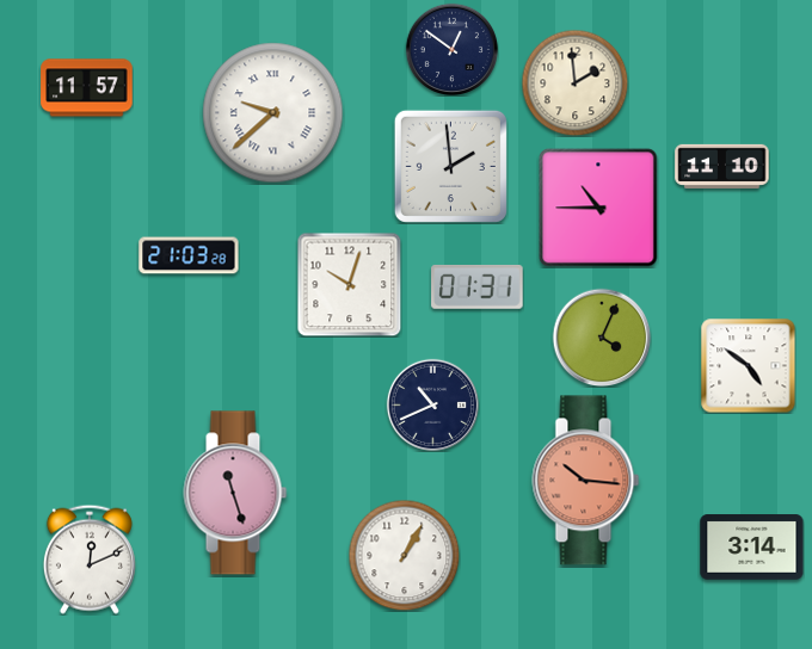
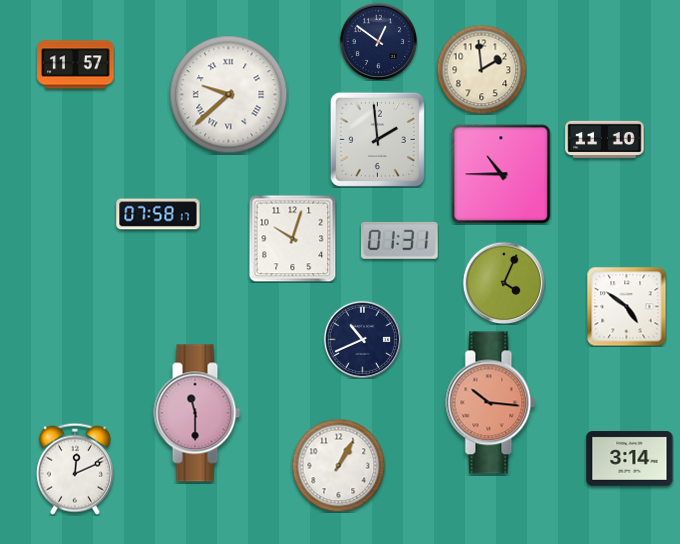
clock at (87, 88) position: (87, 88) -> (76, 65)
clock at (189, 255): 21:03 -> 07:58
clock at (235, 493): 11:27 -> 11:30
